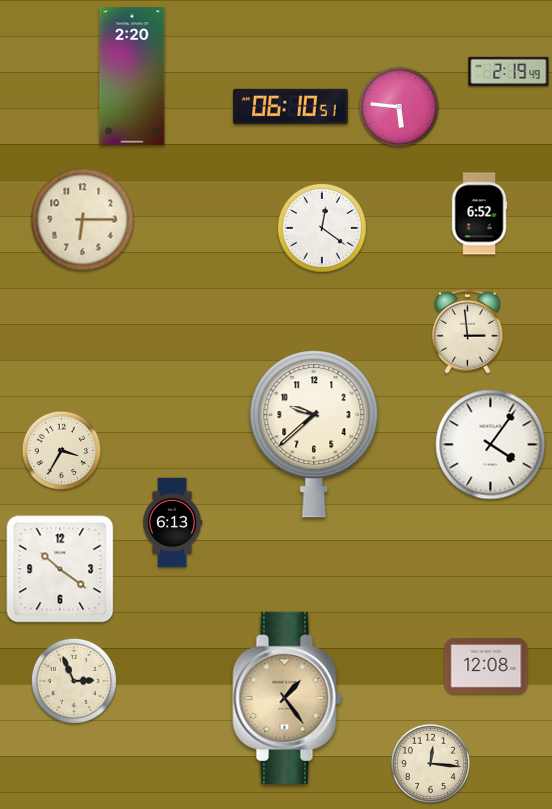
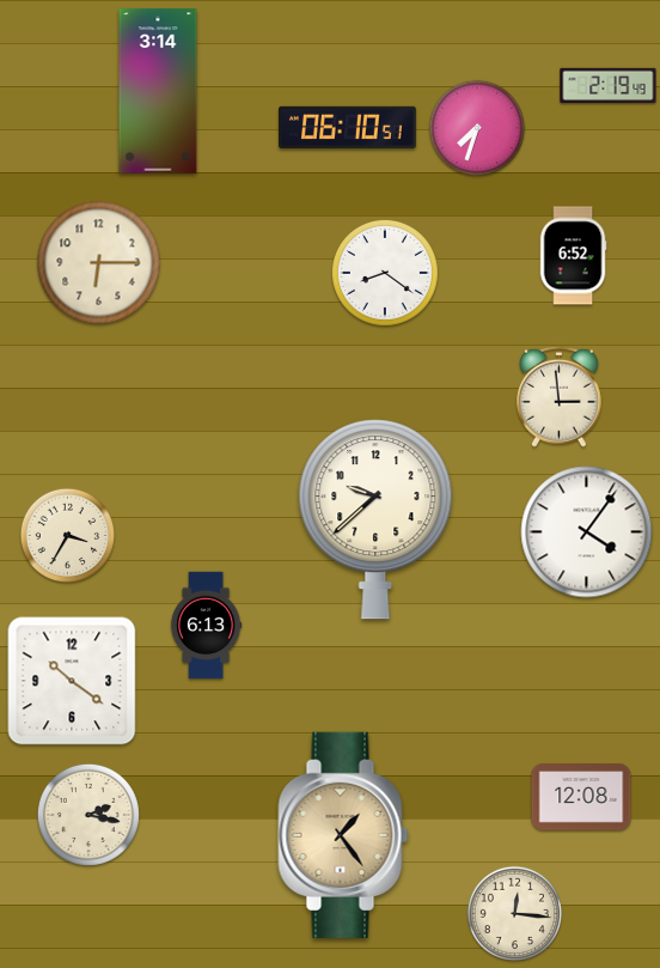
clock at (132, 76): 2:20 -> 3:14
clock at (399, 107): 5:46 -> 7:33
clock at (322, 228): 12:21 -> 8:21
clock at (62, 451) position: (62, 451) -> (68, 536)
clock at (74, 681): 2:56 -> 2:17
